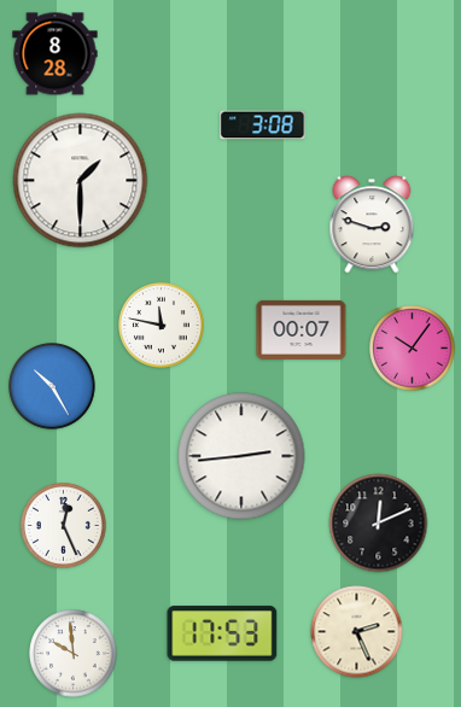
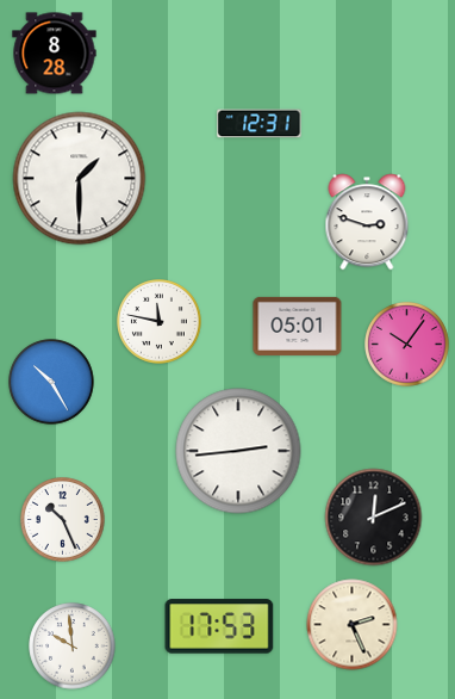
clock at (263, 125): 3:08 -> 12:31
clock at (302, 329): 00:07 -> 05:01
clock at (64, 526): 12:26 -> 10:26
